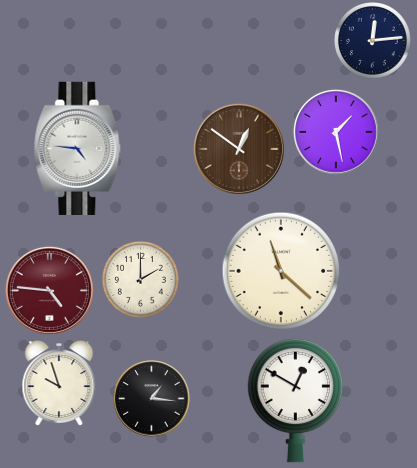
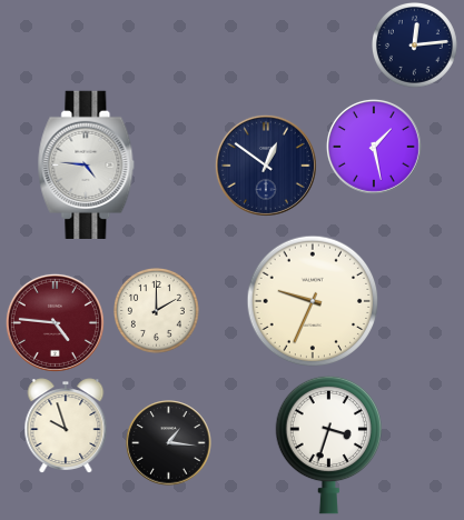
clock at (239, 149) dial: brown -> navy
clock at (281, 271): 11:22 -> 9:34
clock at (296, 400): 12:50 -> 3:33
